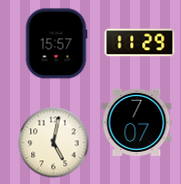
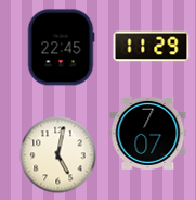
clock at (56, 44): 15:57 -> 22:45
